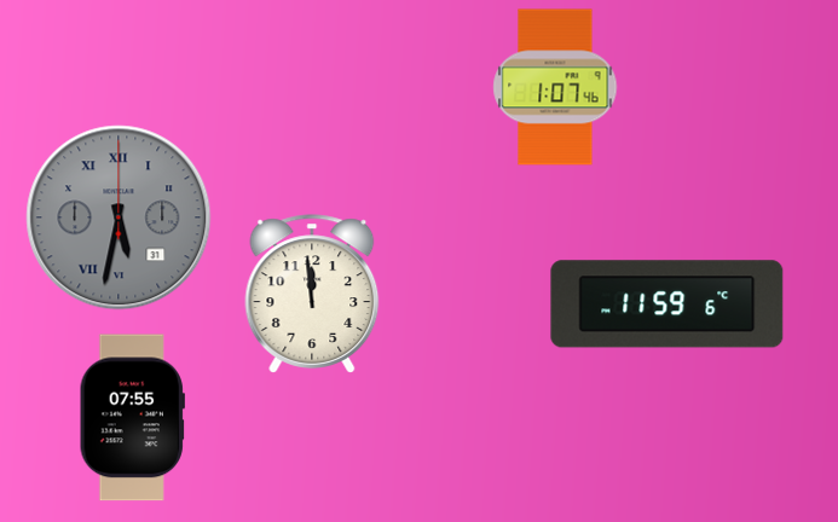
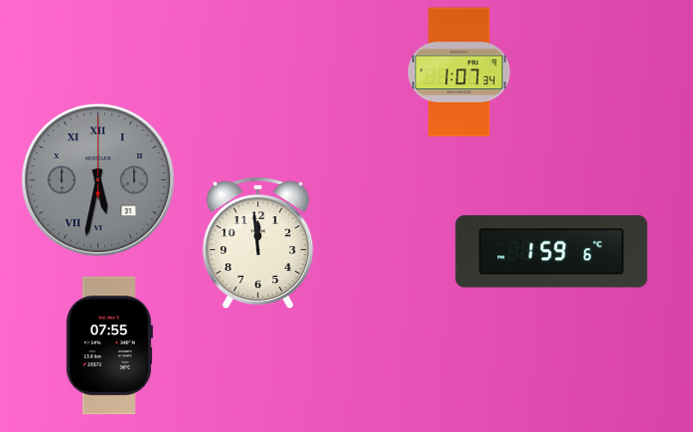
clock at (555, 87): 1:07:46 -> 1:07:34
clock at (667, 304): 11:59 -> 1:59
